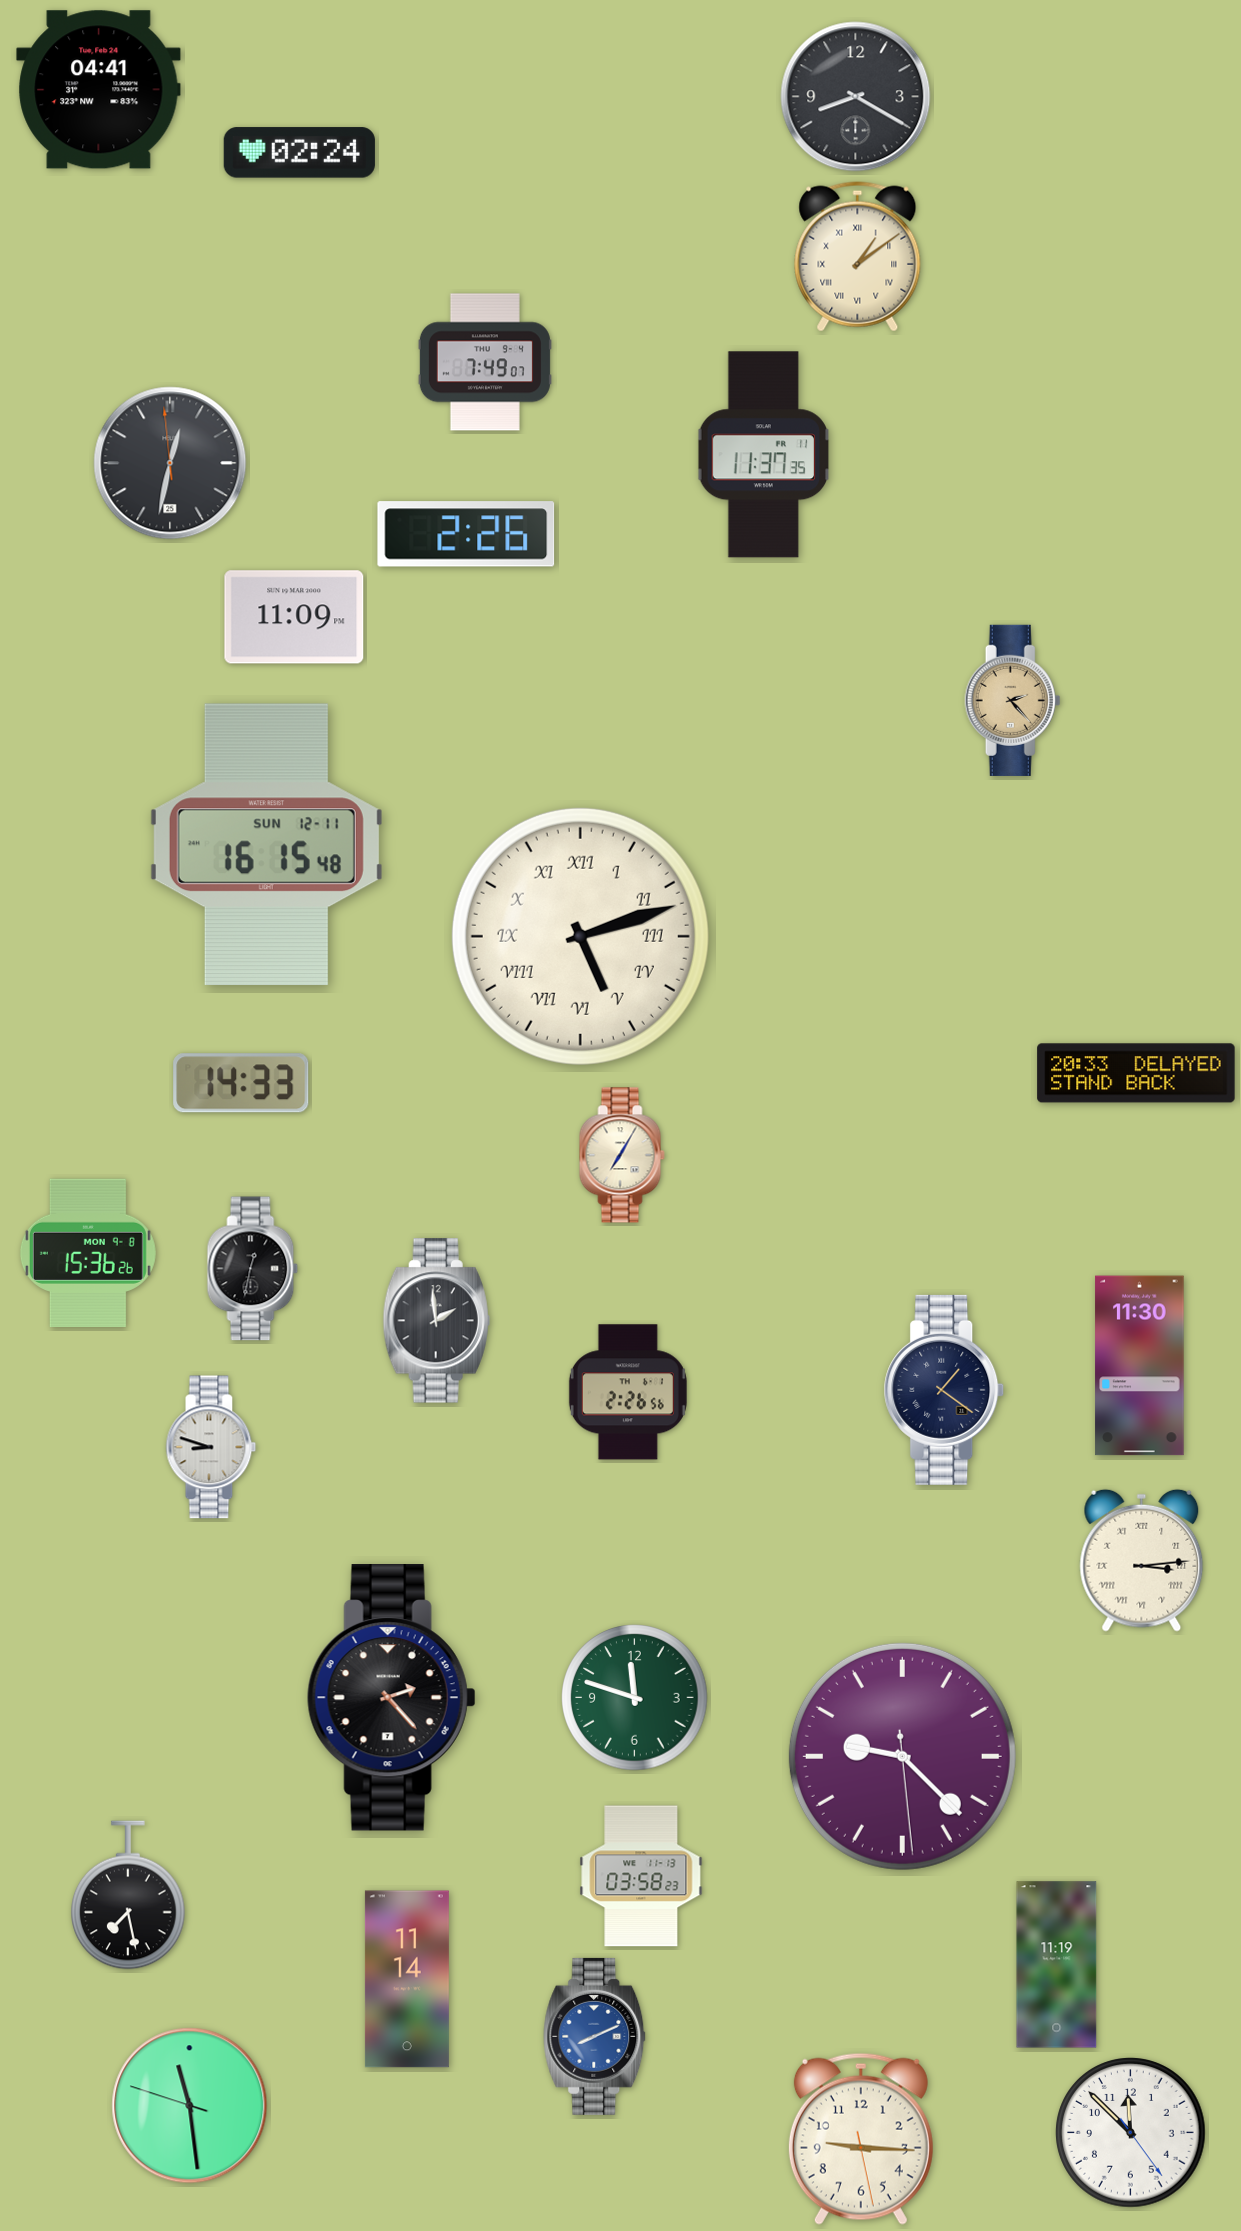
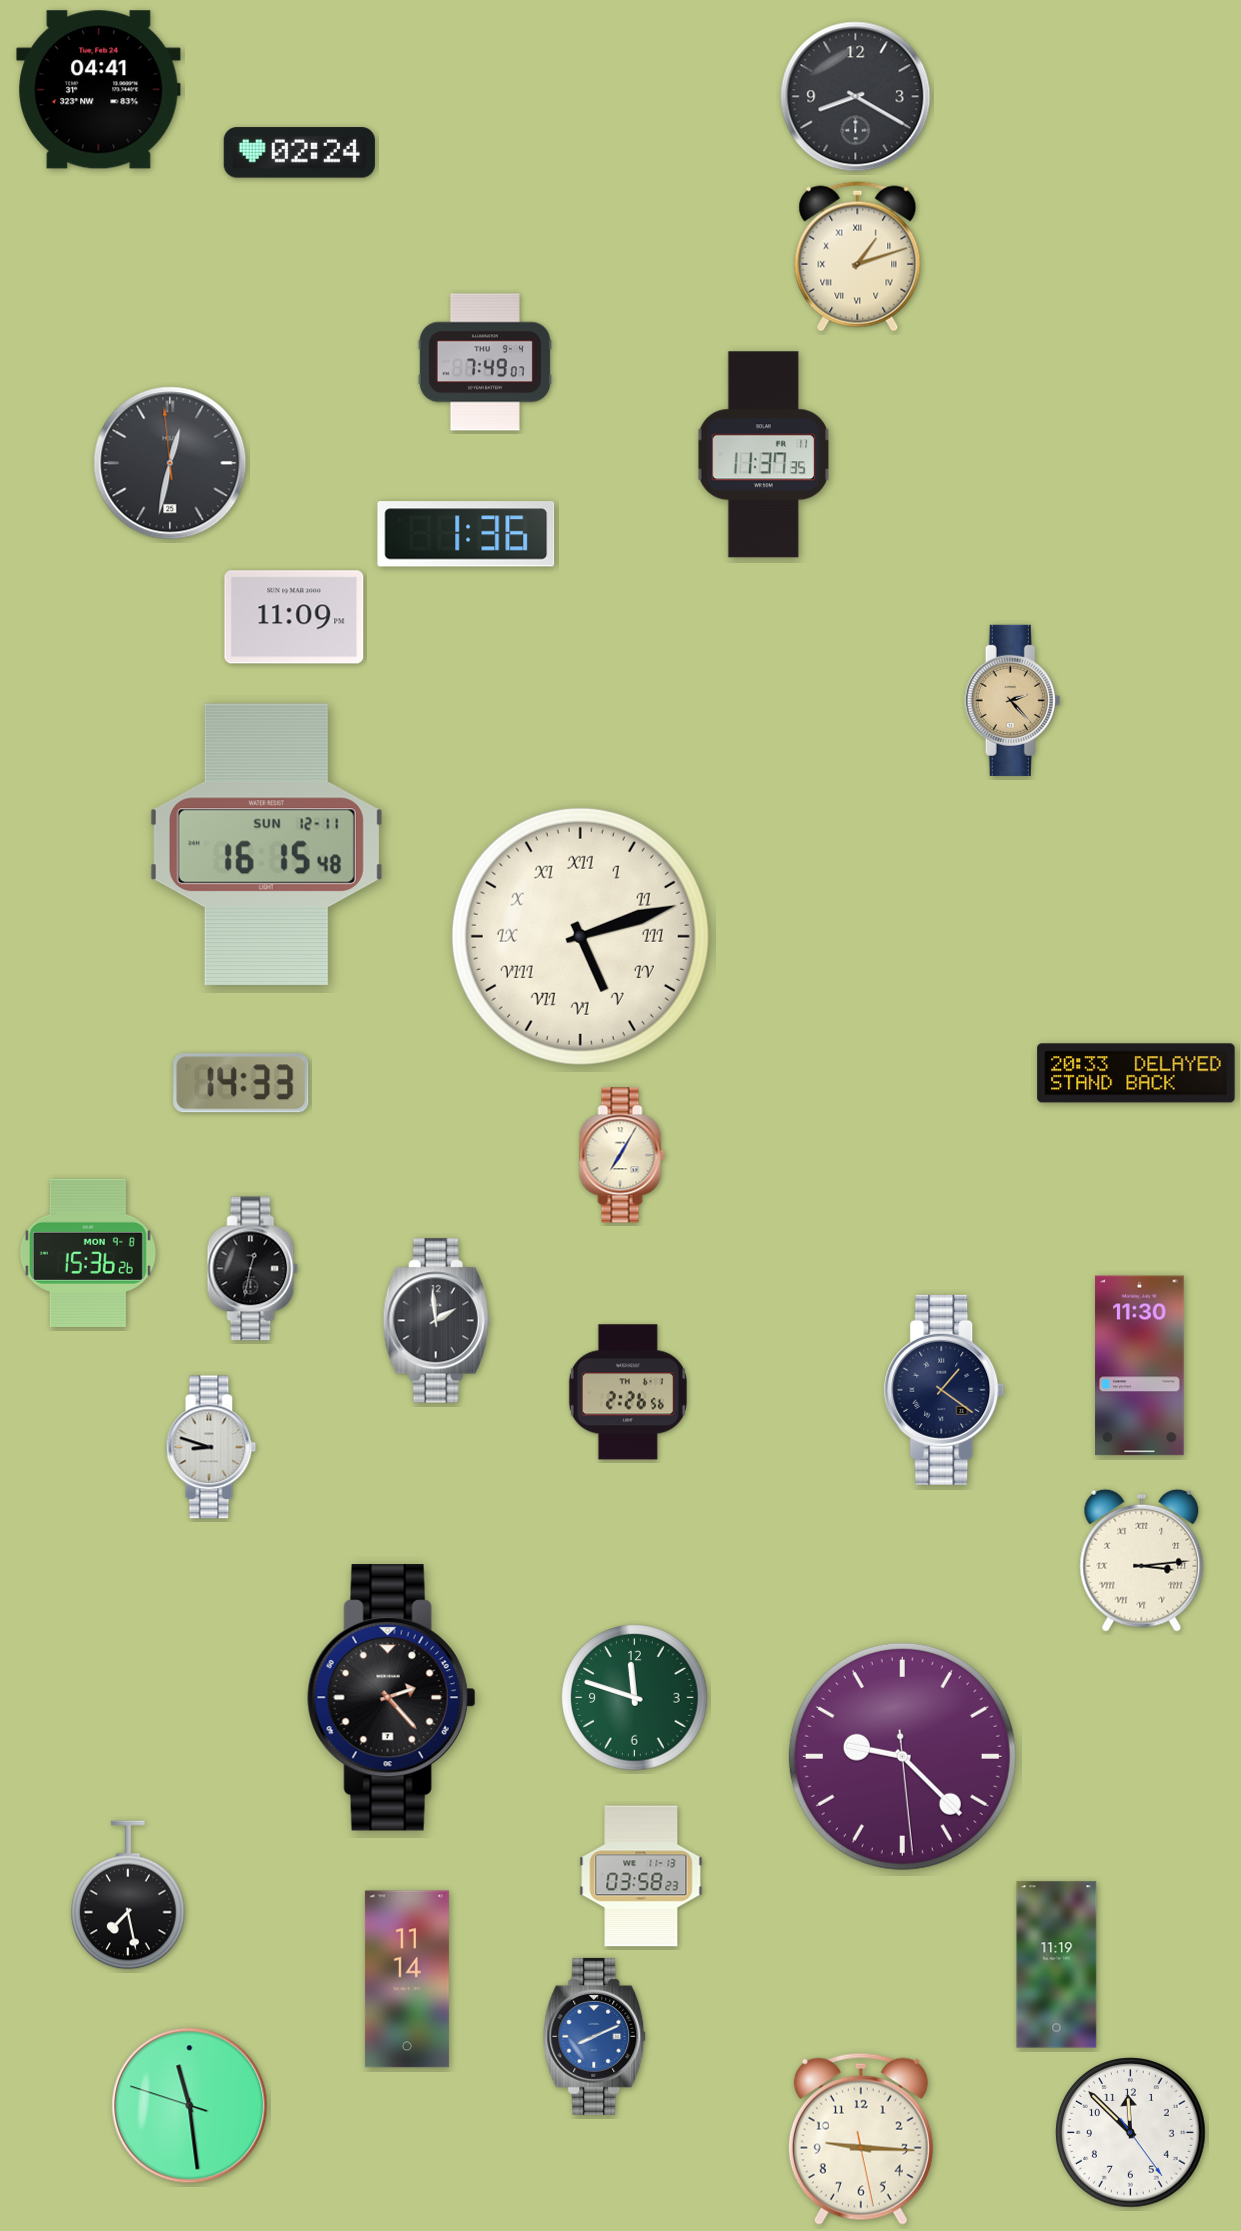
clock at (858, 257): 1:09 -> 1:12
clock at (466, 534): 2:26 -> 1:36
